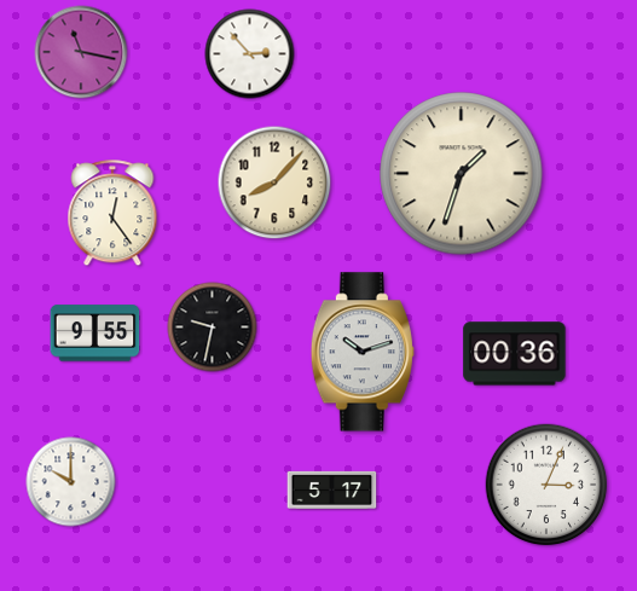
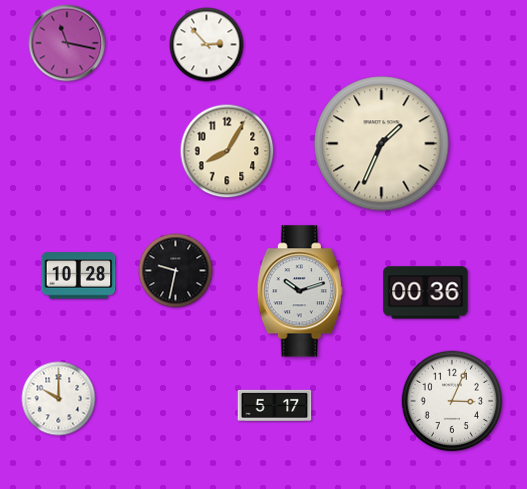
clock at (462, 174): 1:33 -> 1:34
clock at (274, 182): 8:07 -> 8:05
clock at (112, 214): 12:24 -> none
clock at (95, 334): 9:55 -> 10:28
